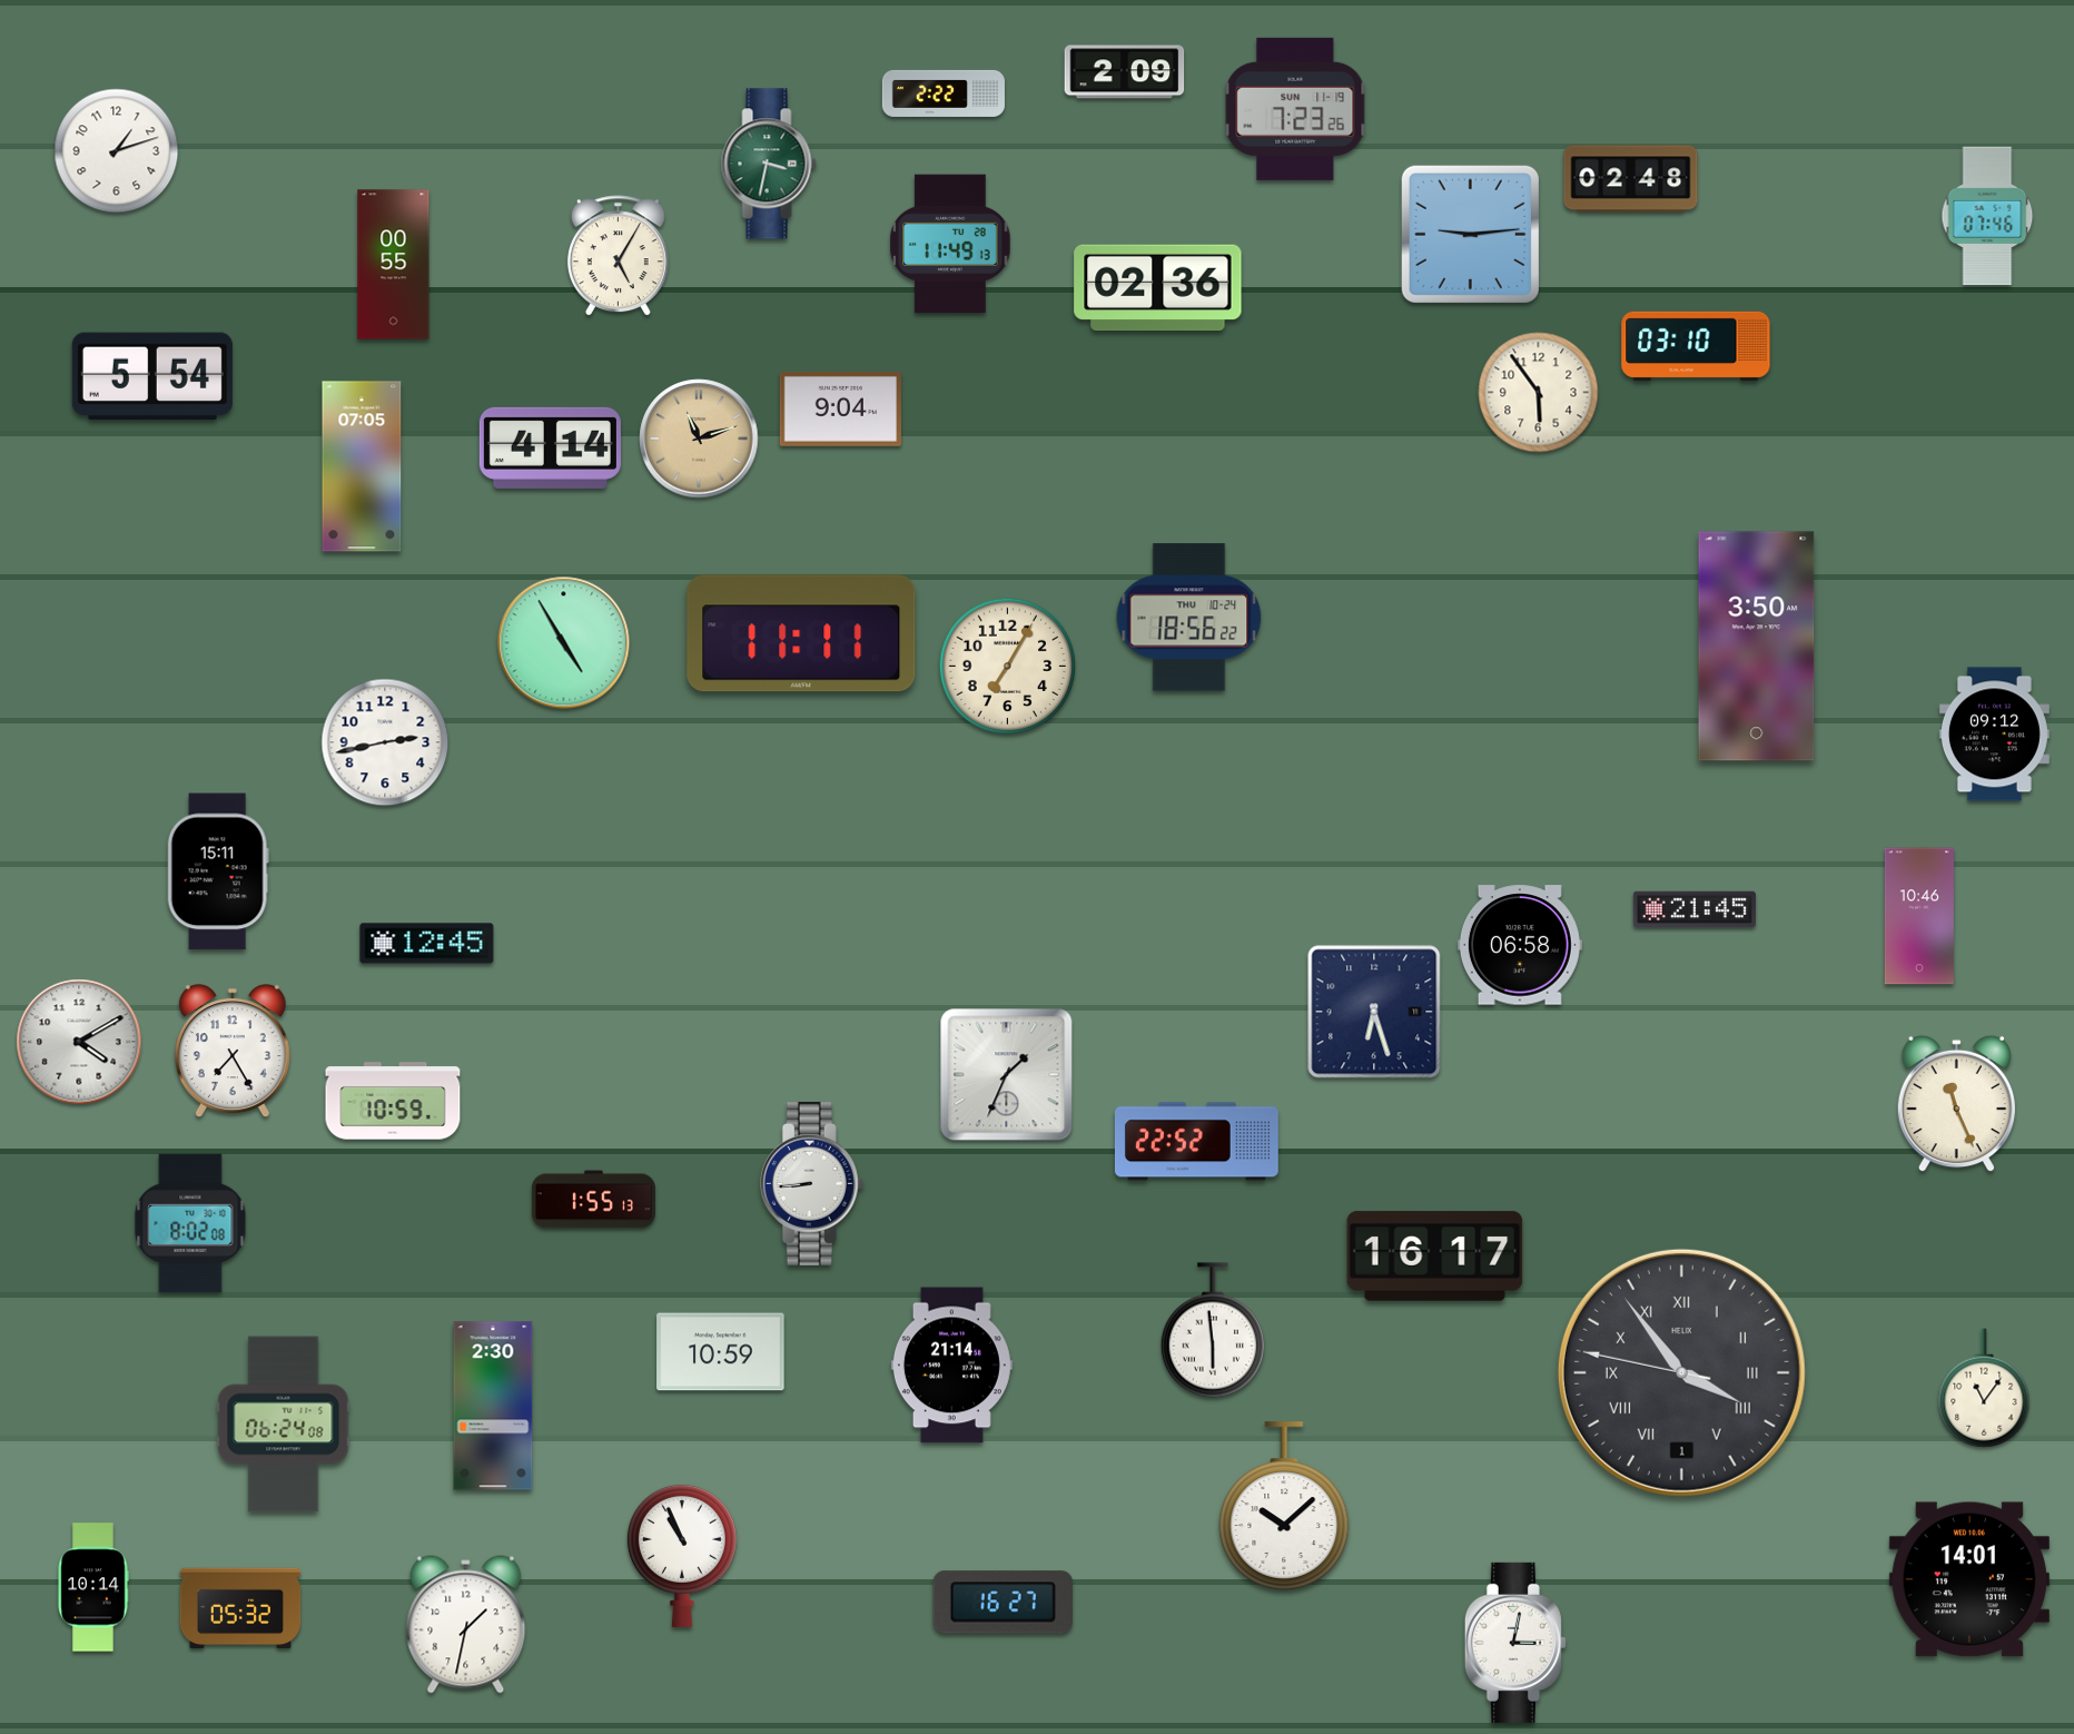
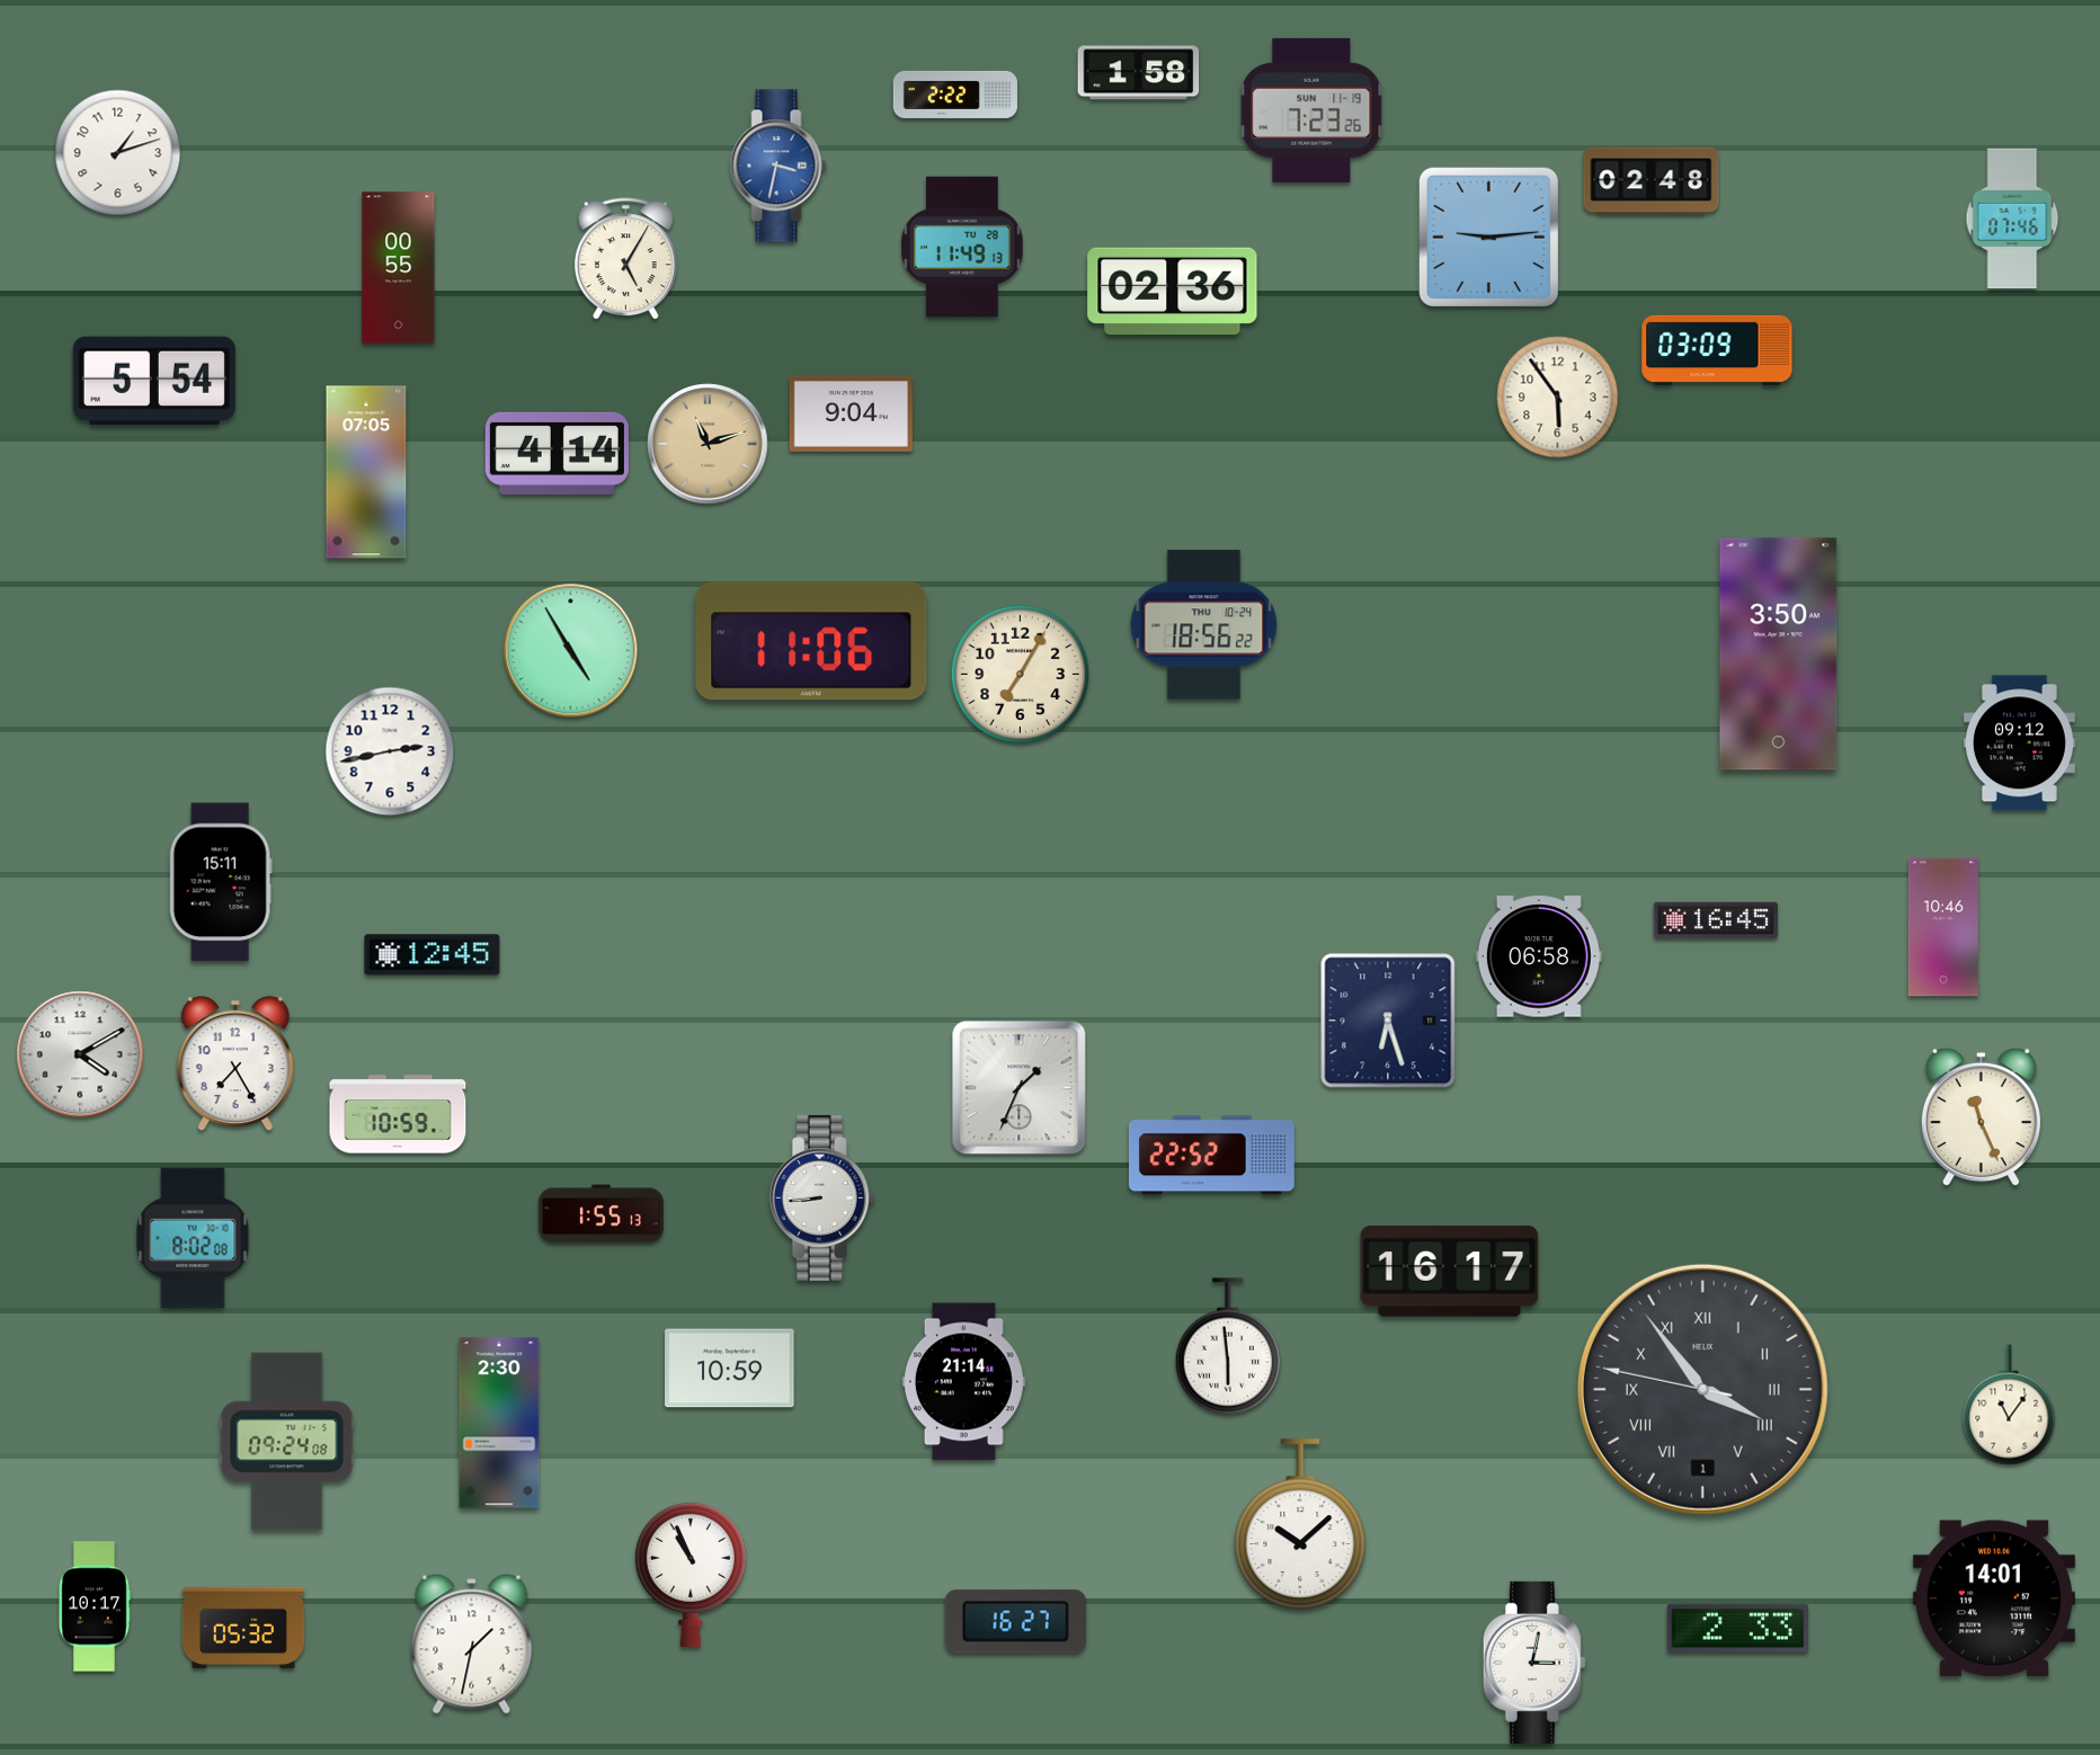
clock at (1125, 72): 2:09 -> 1:58
clock at (769, 164) dial: green -> blue
clock at (1696, 346): 03:10 -> 03:09
clock at (801, 633): 11:11 -> 11:06
clock at (1695, 909): 21:45 -> 16:45
clock at (1374, 1012) position: (1374, 1012) -> (1388, 1021)
clock at (1435, 1257) position: (1435, 1257) -> (1450, 1272)
clock at (284, 1425): 06:24 -> 09:24
clock at (93, 1587): 10:14 -> 10:17
clock at (1737, 1629): none -> 2:33
